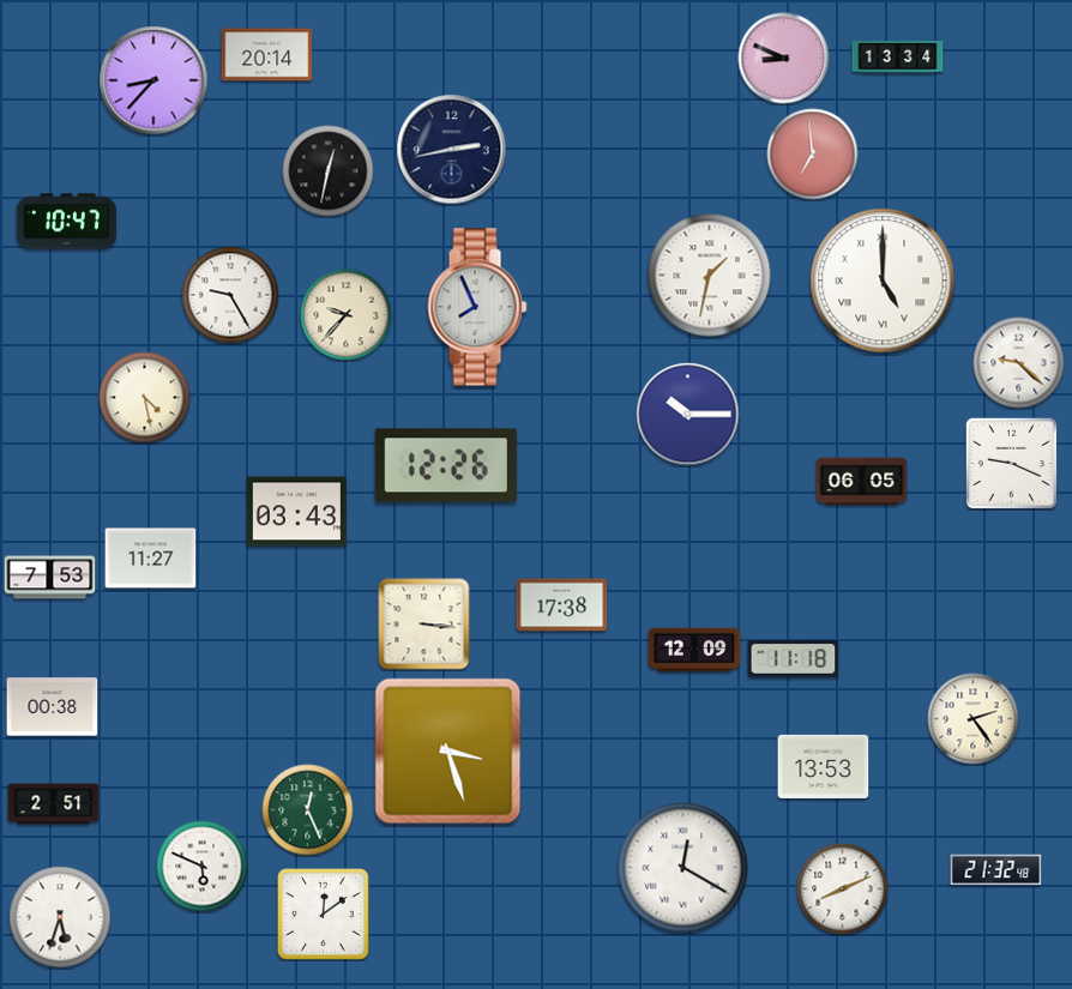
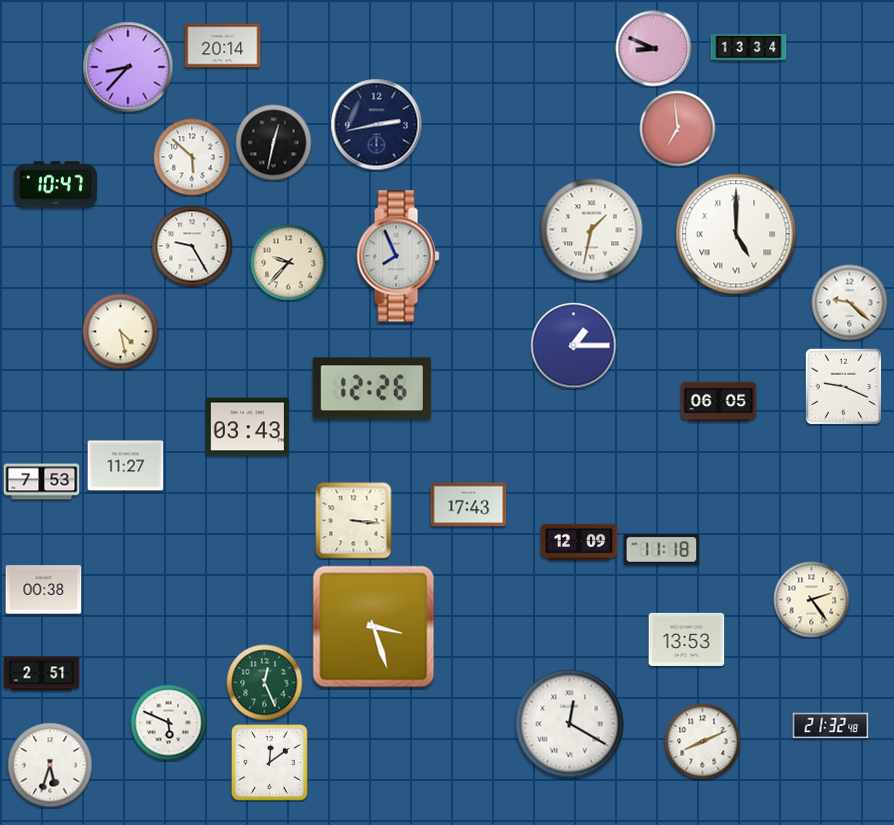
clock at (192, 157): none -> 5:52
clock at (688, 415): 10:15 -> 1:15
clock at (562, 605): 17:38 -> 17:43
clock at (54, 804) position: (54, 804) -> (42, 674)
clock at (308, 810) position: (308, 810) -> (265, 683)
